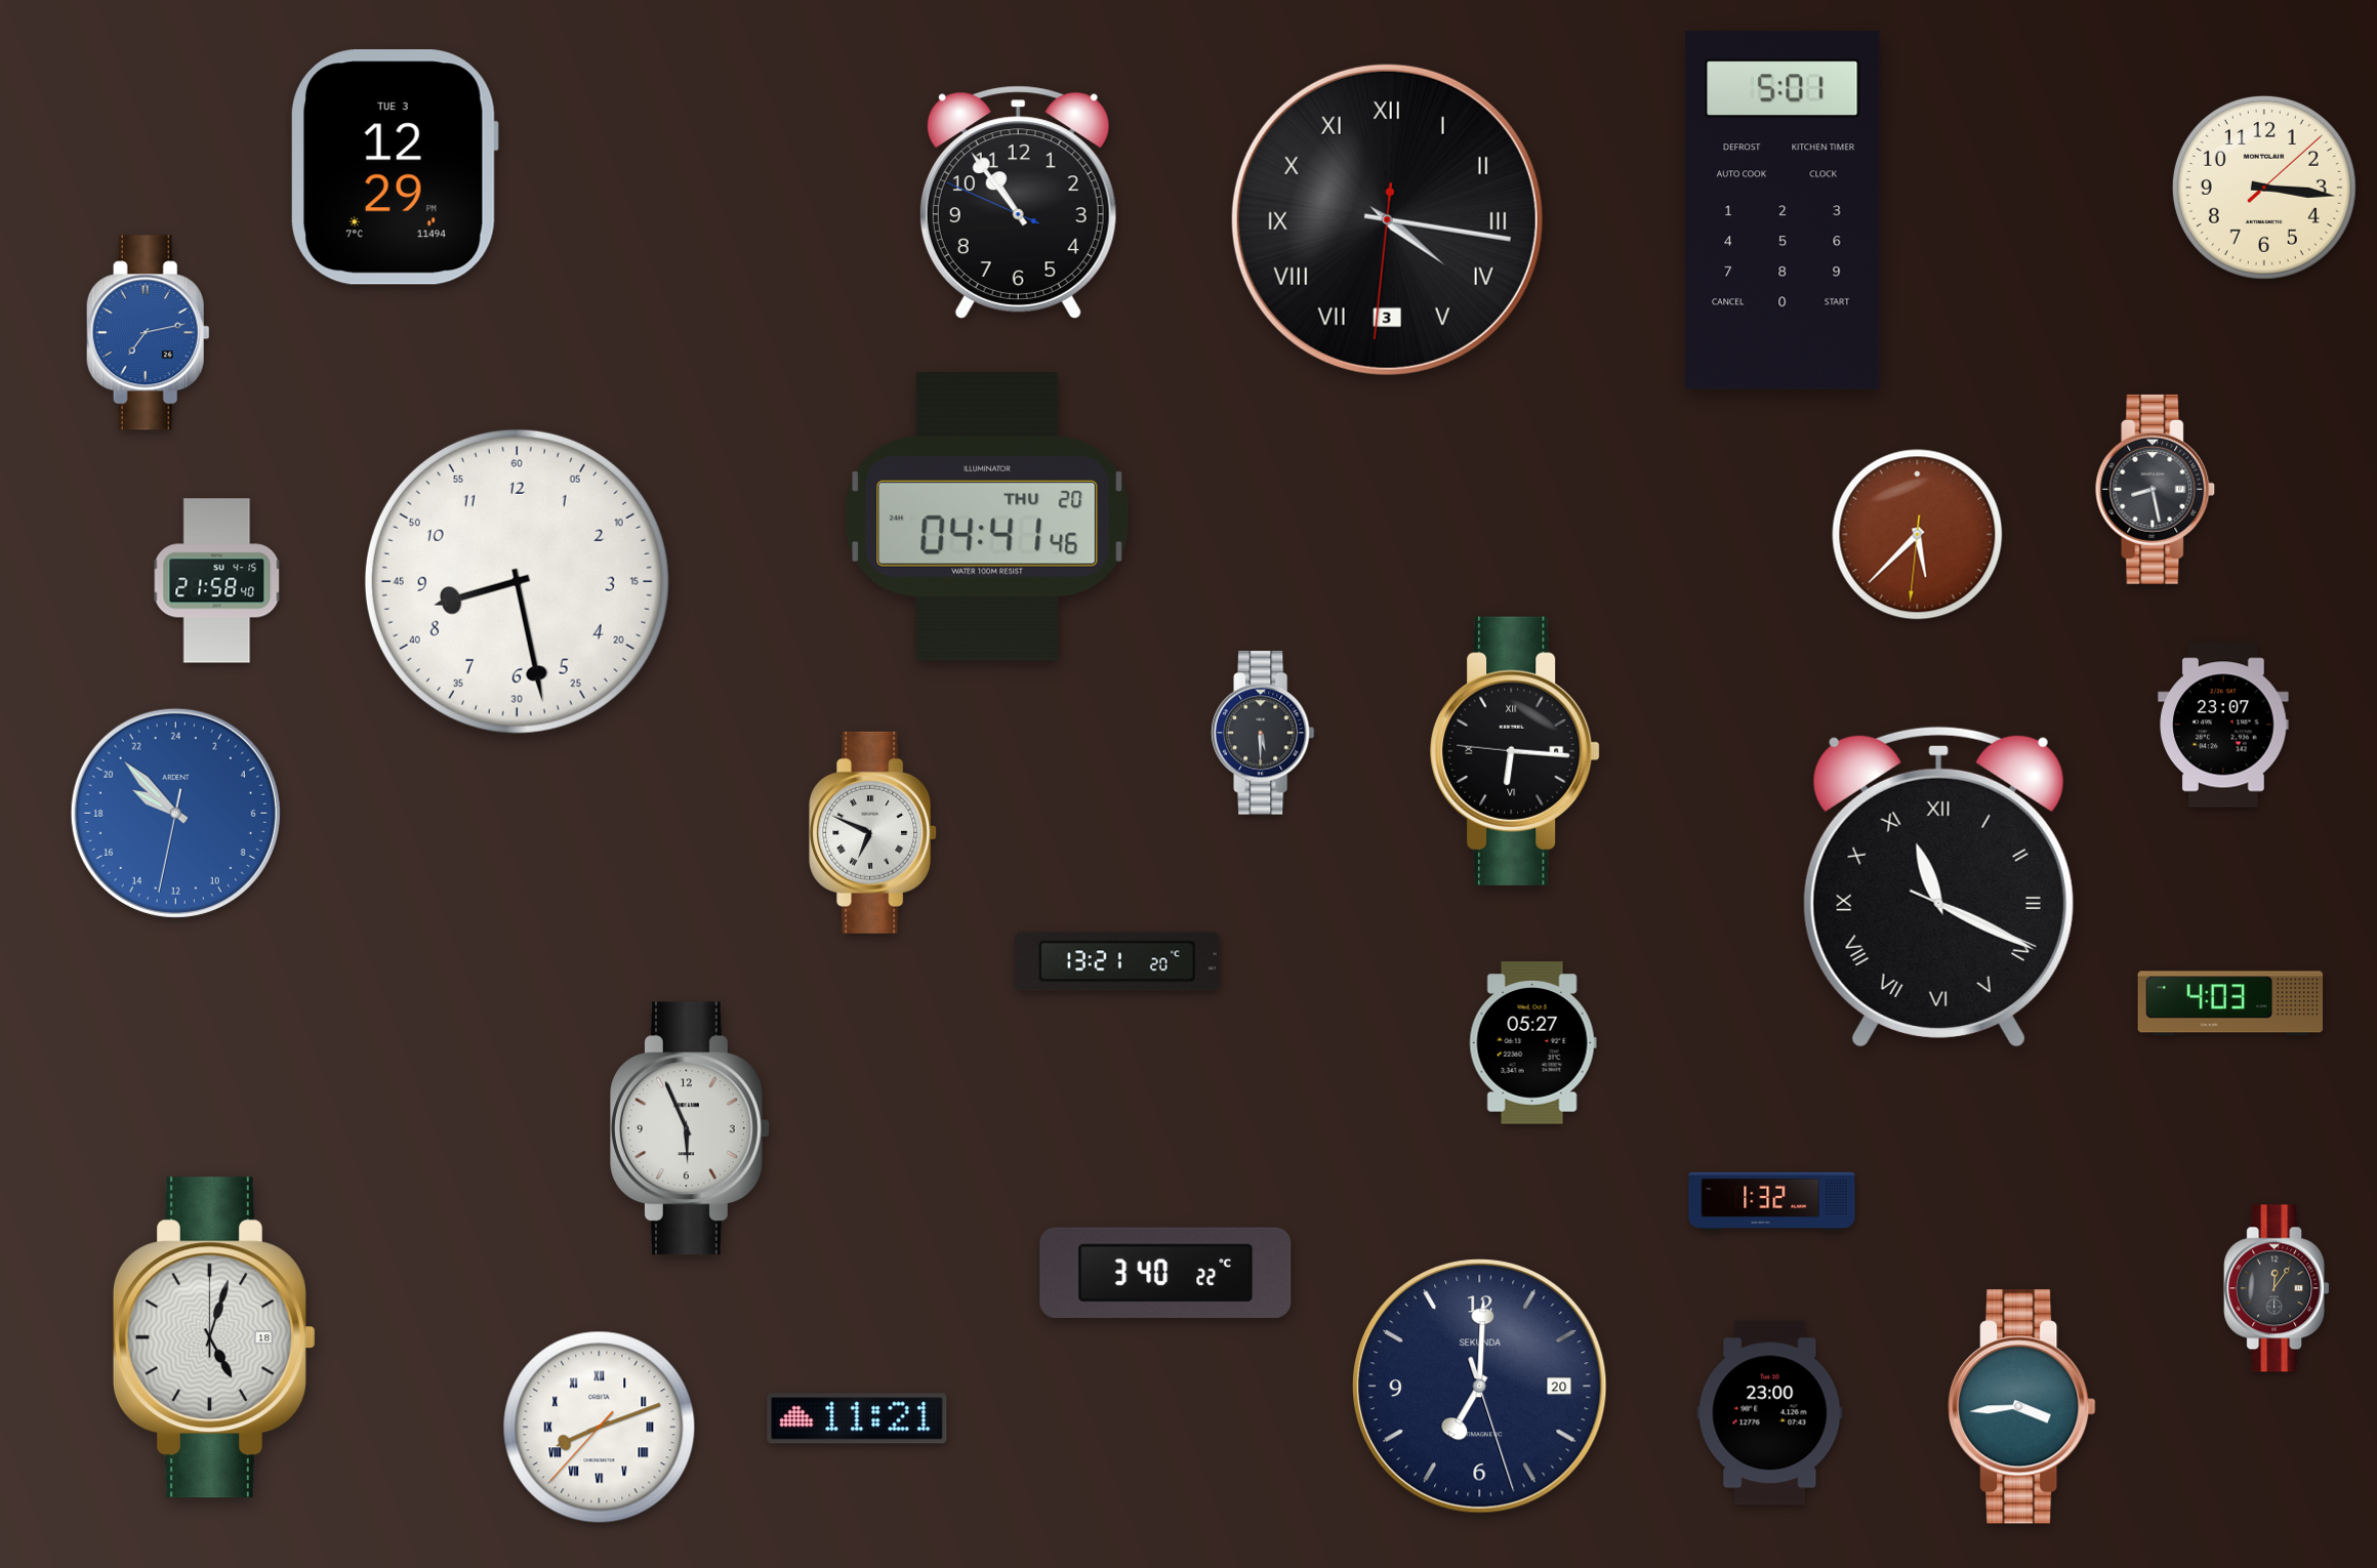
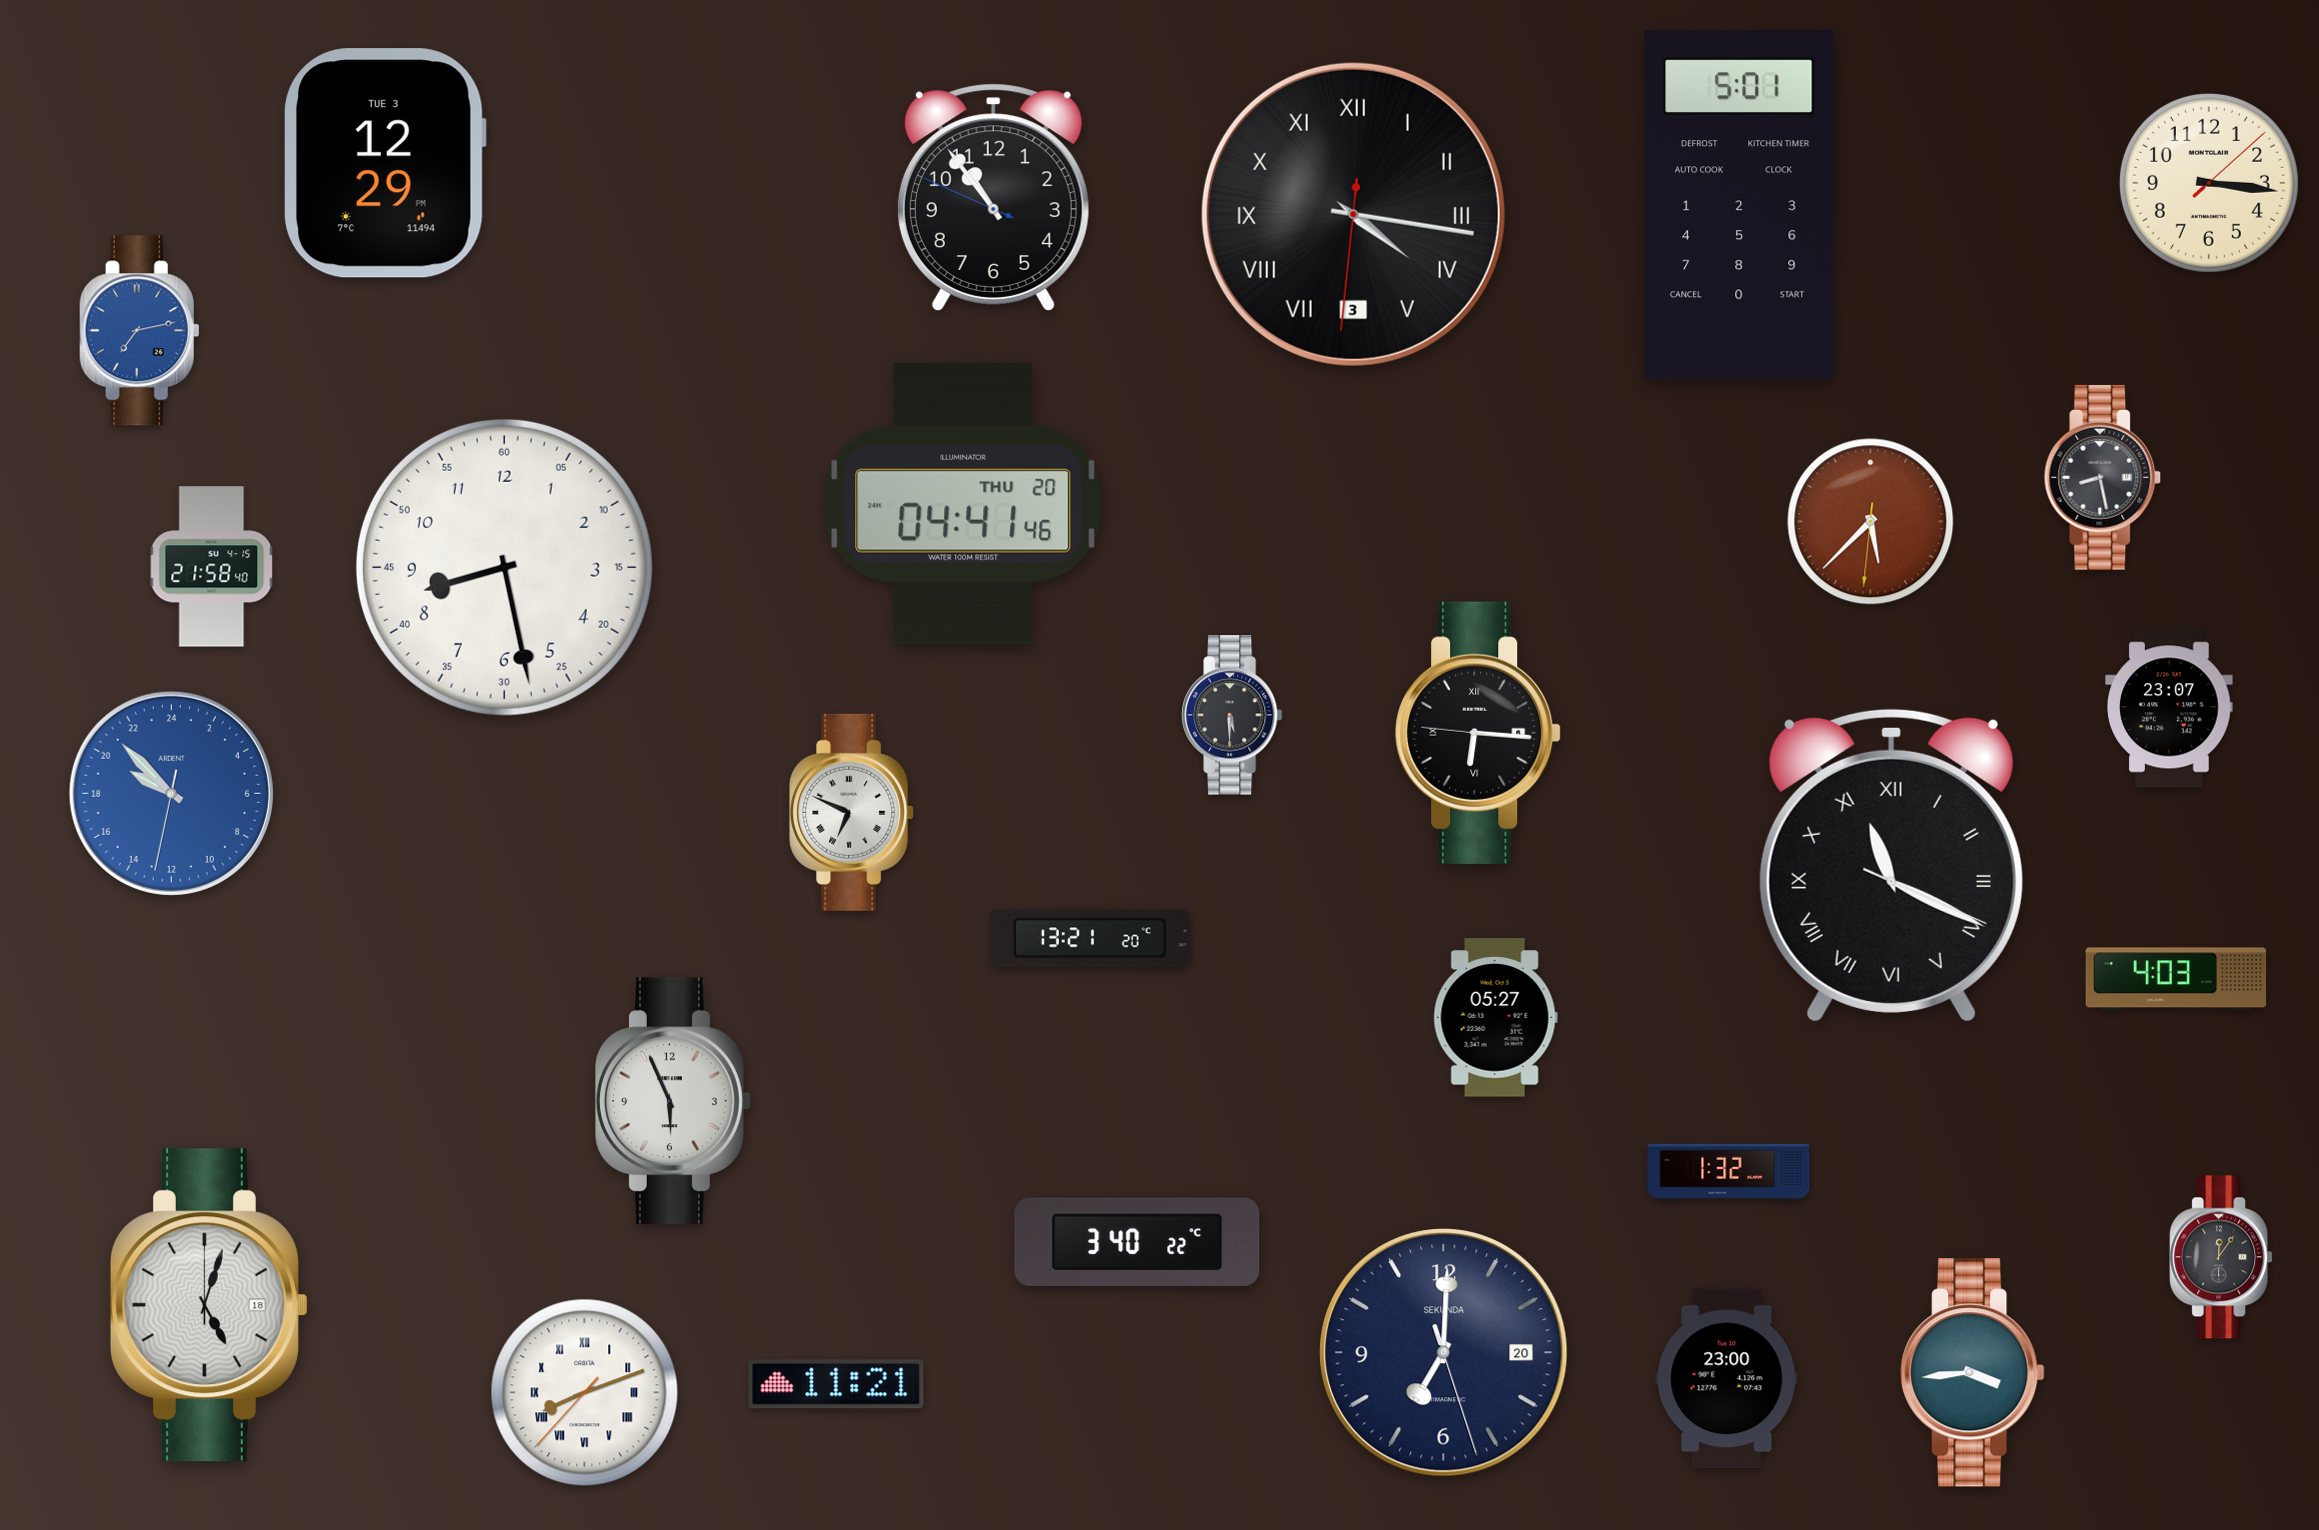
clock at (148, 333) position: (148, 333) -> (139, 331)
